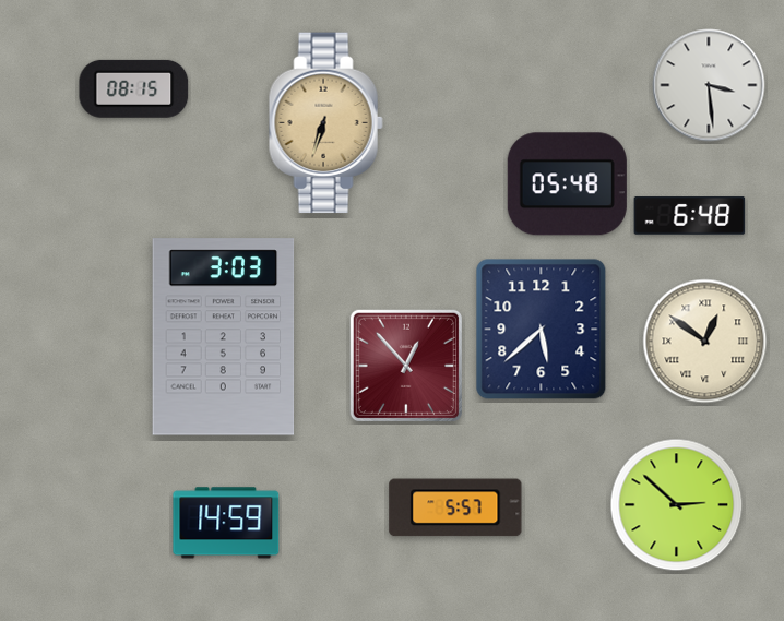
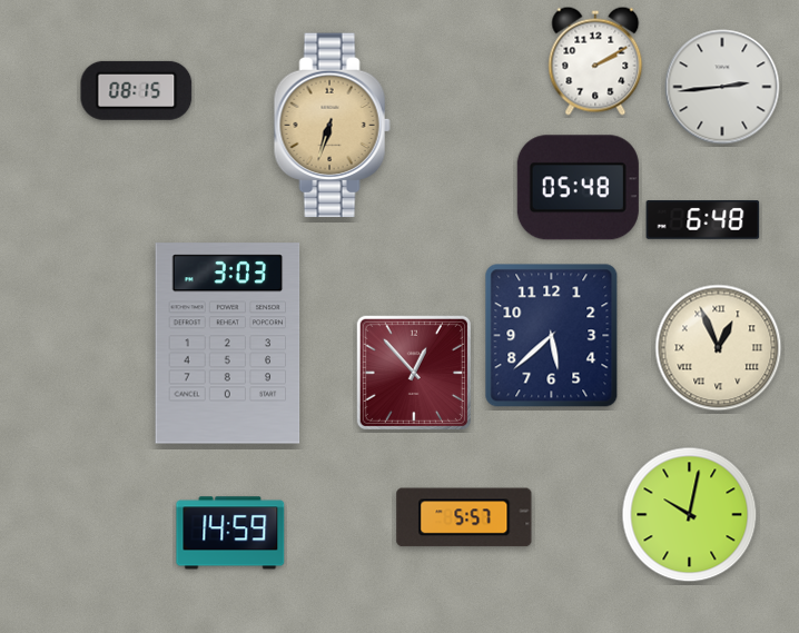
clock at (595, 61): none -> 2:10
clock at (709, 85): 3:29 -> 2:44
clock at (705, 342): 12:51 -> 12:56
clock at (677, 505): 2:52 -> 10:02
